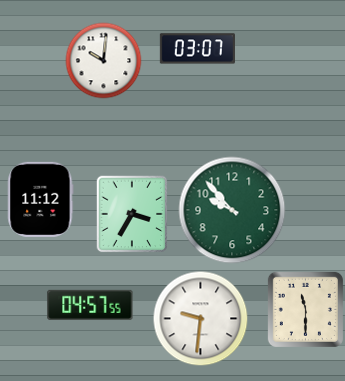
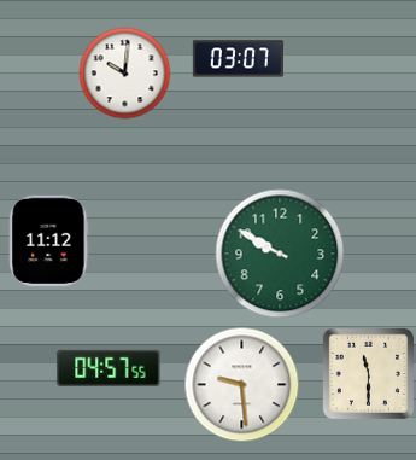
clock at (232, 210): 9:53 -> 9:50
clock at (132, 214): 3:35 -> none
clock at (201, 319): 9:31 -> 9:29
